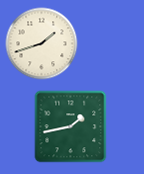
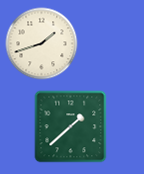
clock at (71, 127): 1:43 -> 1:38
